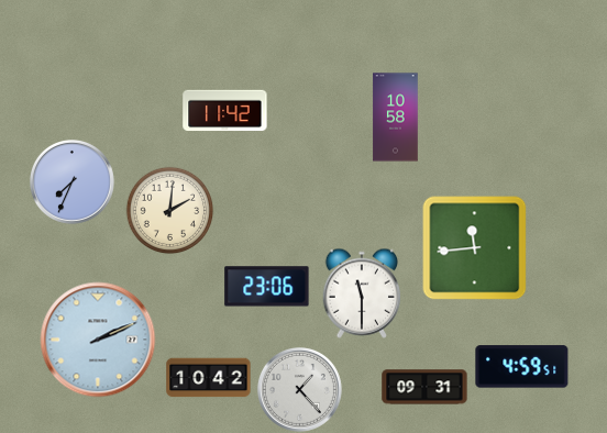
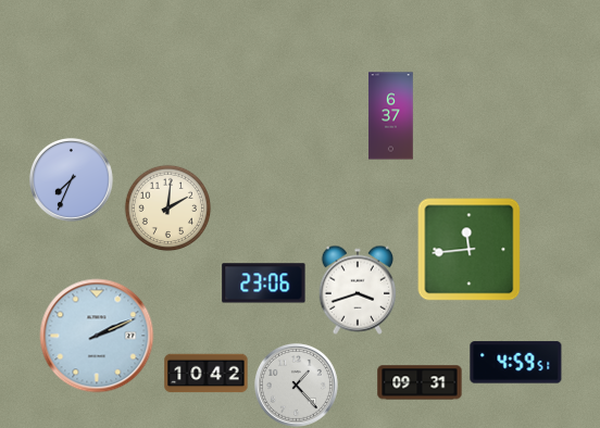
clock at (225, 111): 11:42 -> none
clock at (396, 118): 10:58 -> 6:37
clock at (475, 248) position: (475, 248) -> (470, 250)
clock at (361, 293): 11:30 -> 3:42
